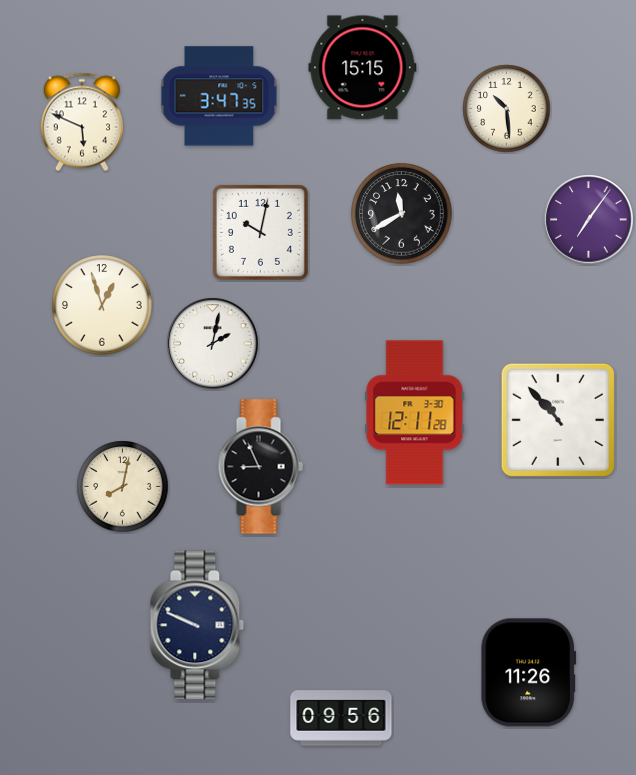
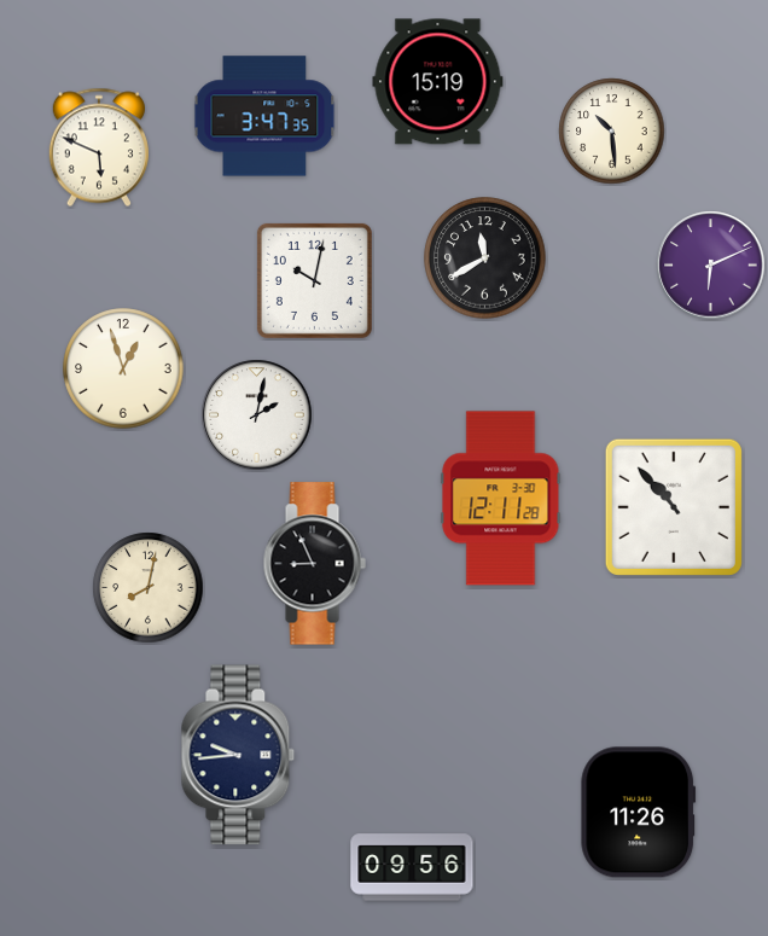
clock at (363, 68): 15:15 -> 15:19
clock at (589, 220): 7:06 -> 6:11
clock at (197, 625): 9:49 -> 9:44
